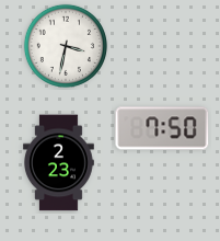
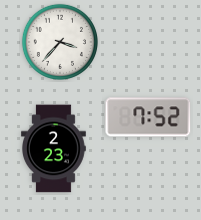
clock at (66, 46): 3:32 -> 3:37
clock at (162, 128): 7:50 -> 7:52
